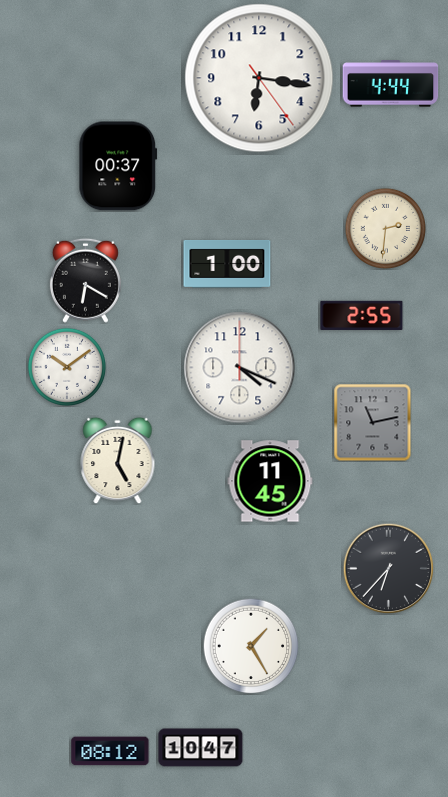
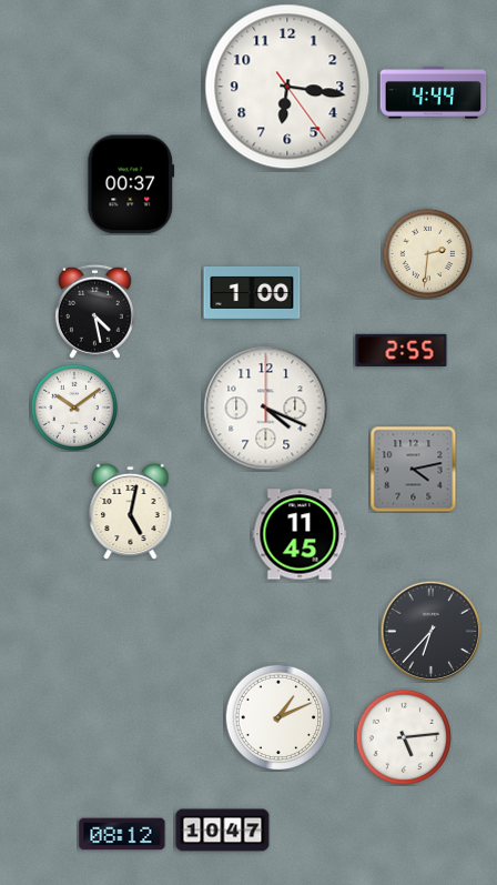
clock at (85, 280): 6:20 -> 4:28
clock at (372, 422): 11:13 -> 4:13
clock at (251, 646): 1:25 -> 1:11
clock at (403, 736): none -> 5:14
